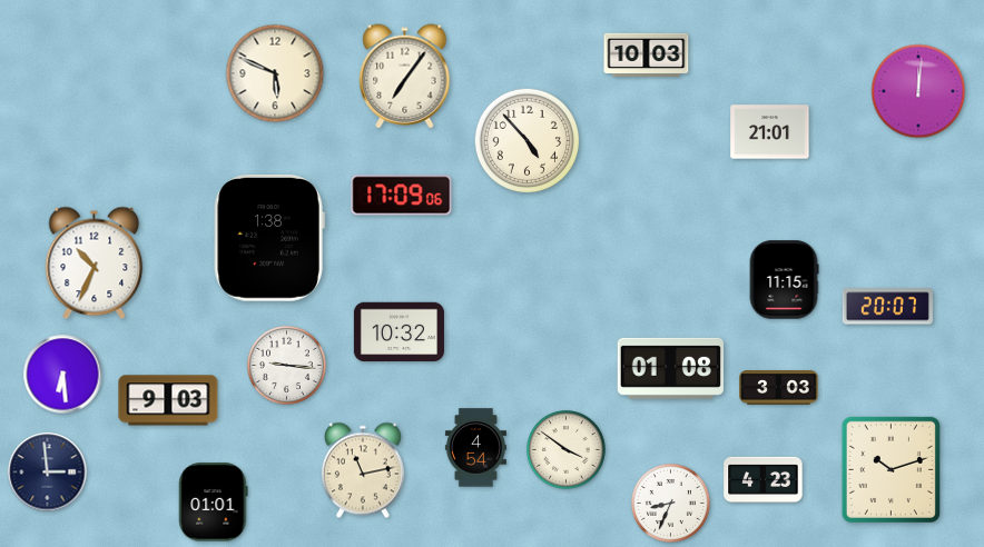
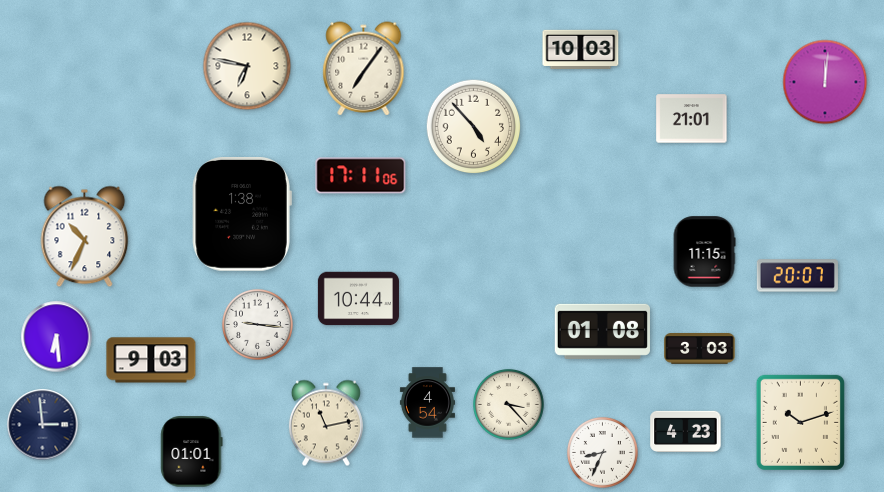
clock at (275, 73): 5:49 -> 6:47
clock at (402, 196): 17:09 -> 17:11
clock at (398, 332): 10:32 -> 10:44
clock at (286, 365) position: (286, 365) -> (257, 324)
clock at (565, 449): 3:51 -> 3:23
